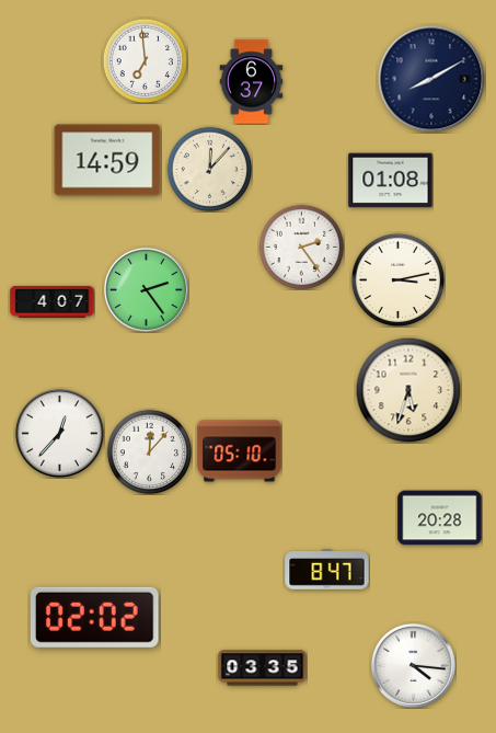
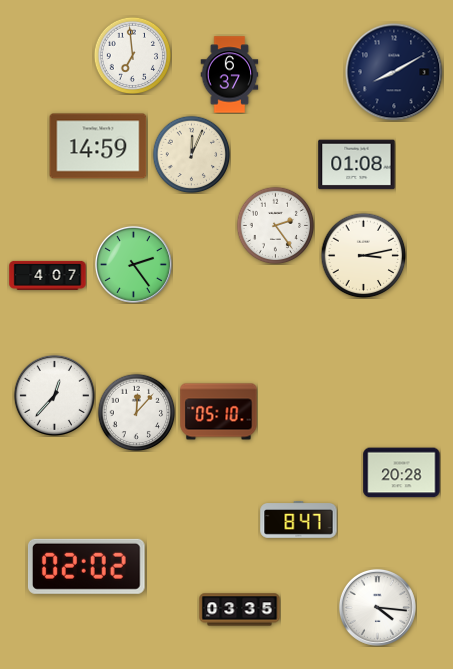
clock at (209, 169): 12:07 -> 12:04
clock at (408, 390): 5:33 -> none
clock at (95, 617) position: (95, 617) -> (87, 566)
